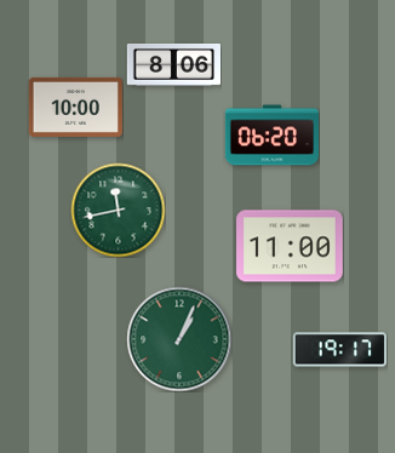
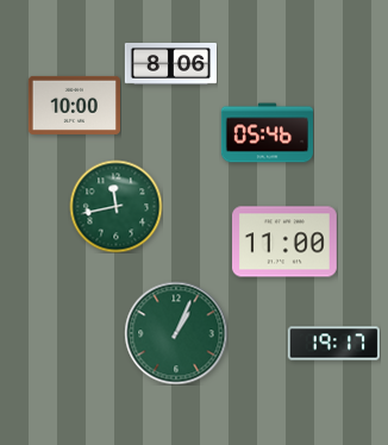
clock at (271, 136): 06:20 -> 05:46
